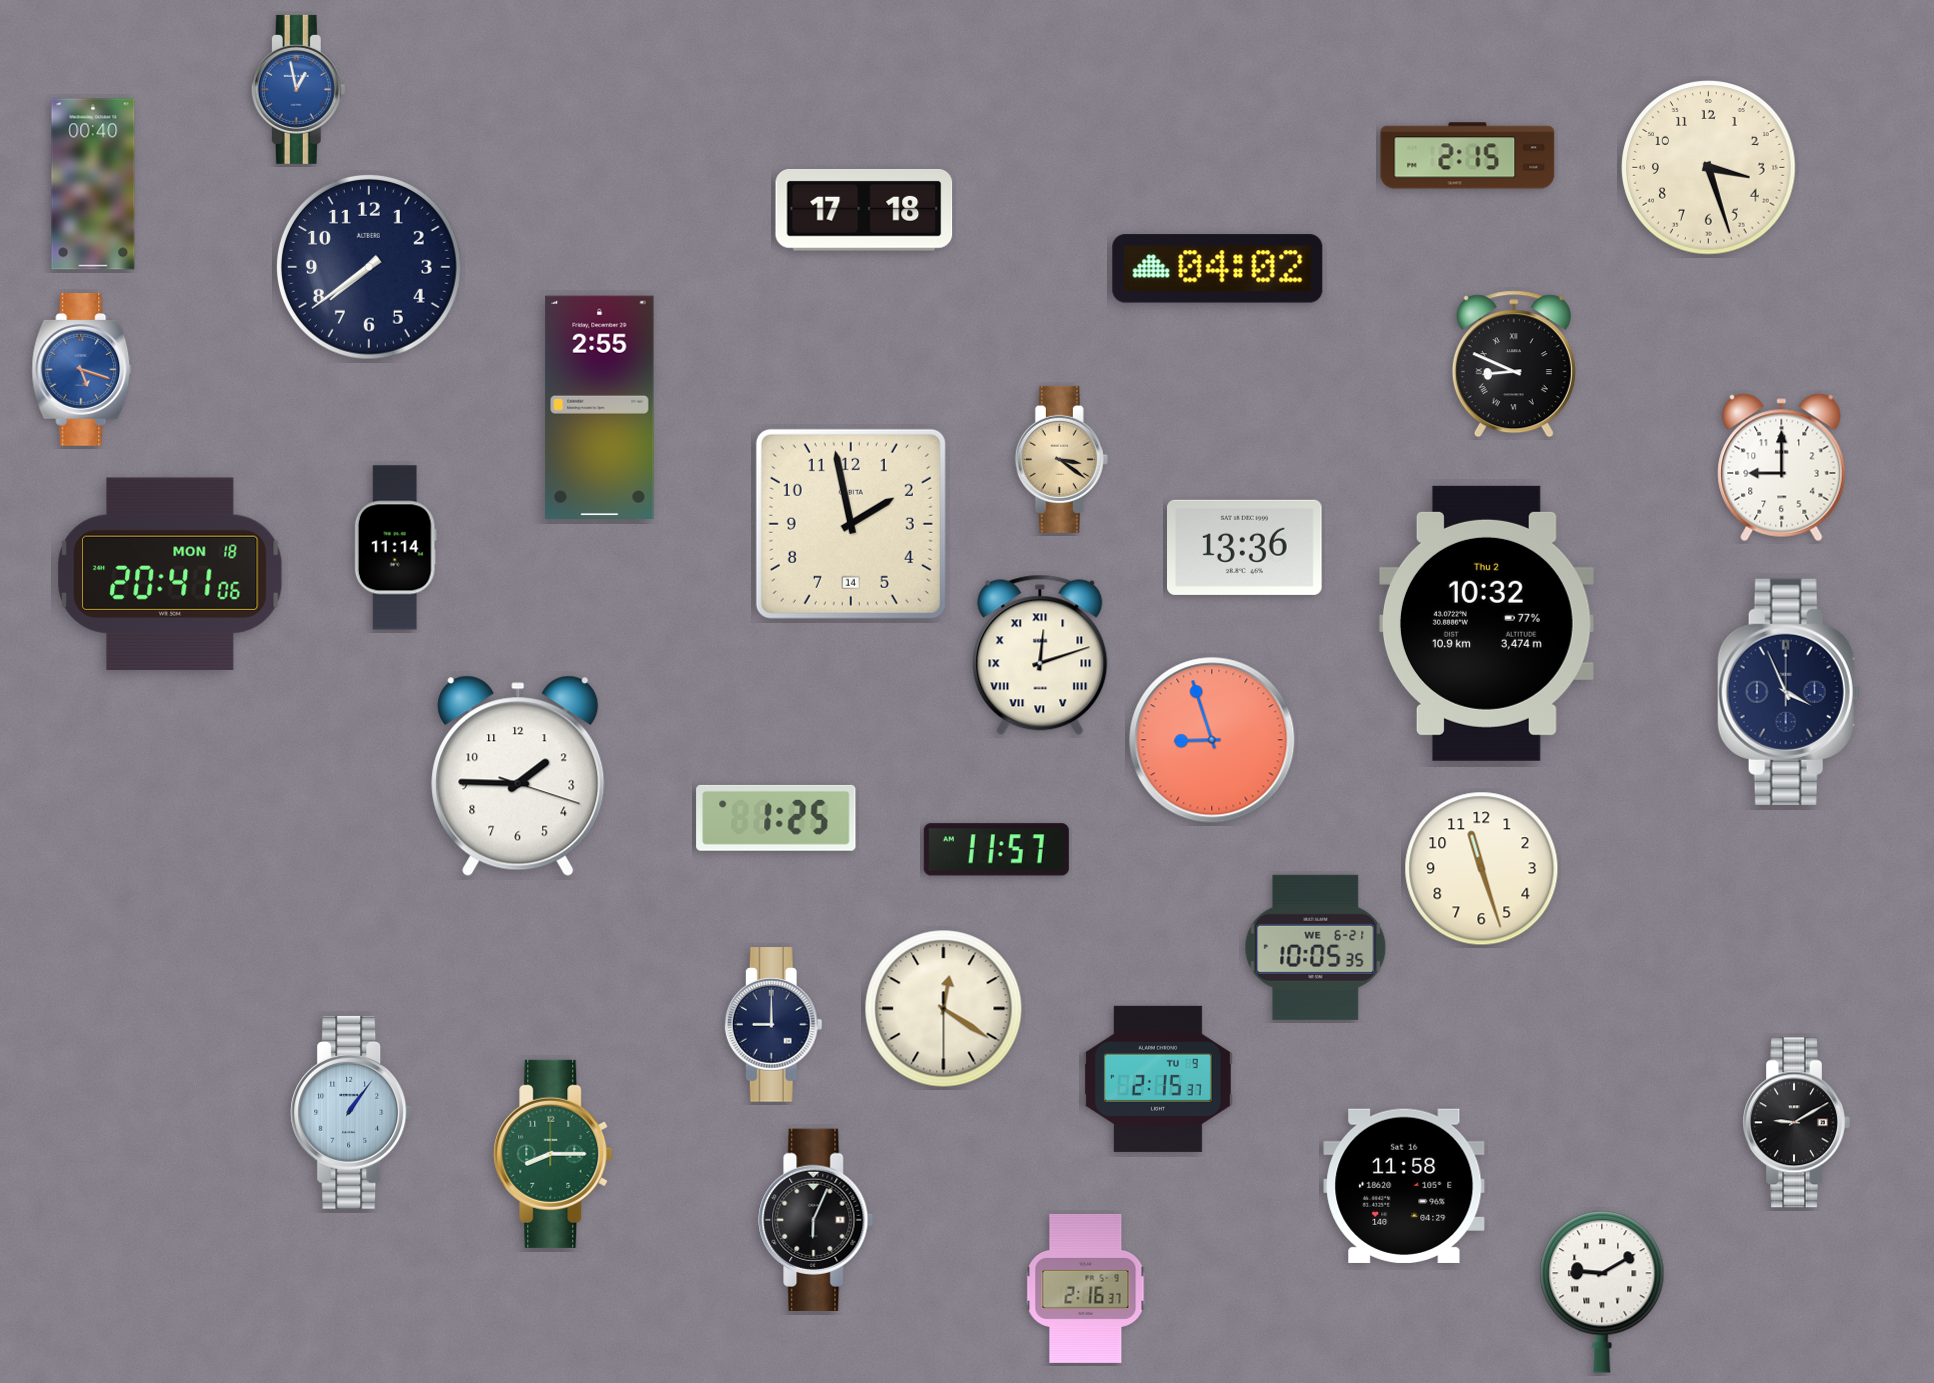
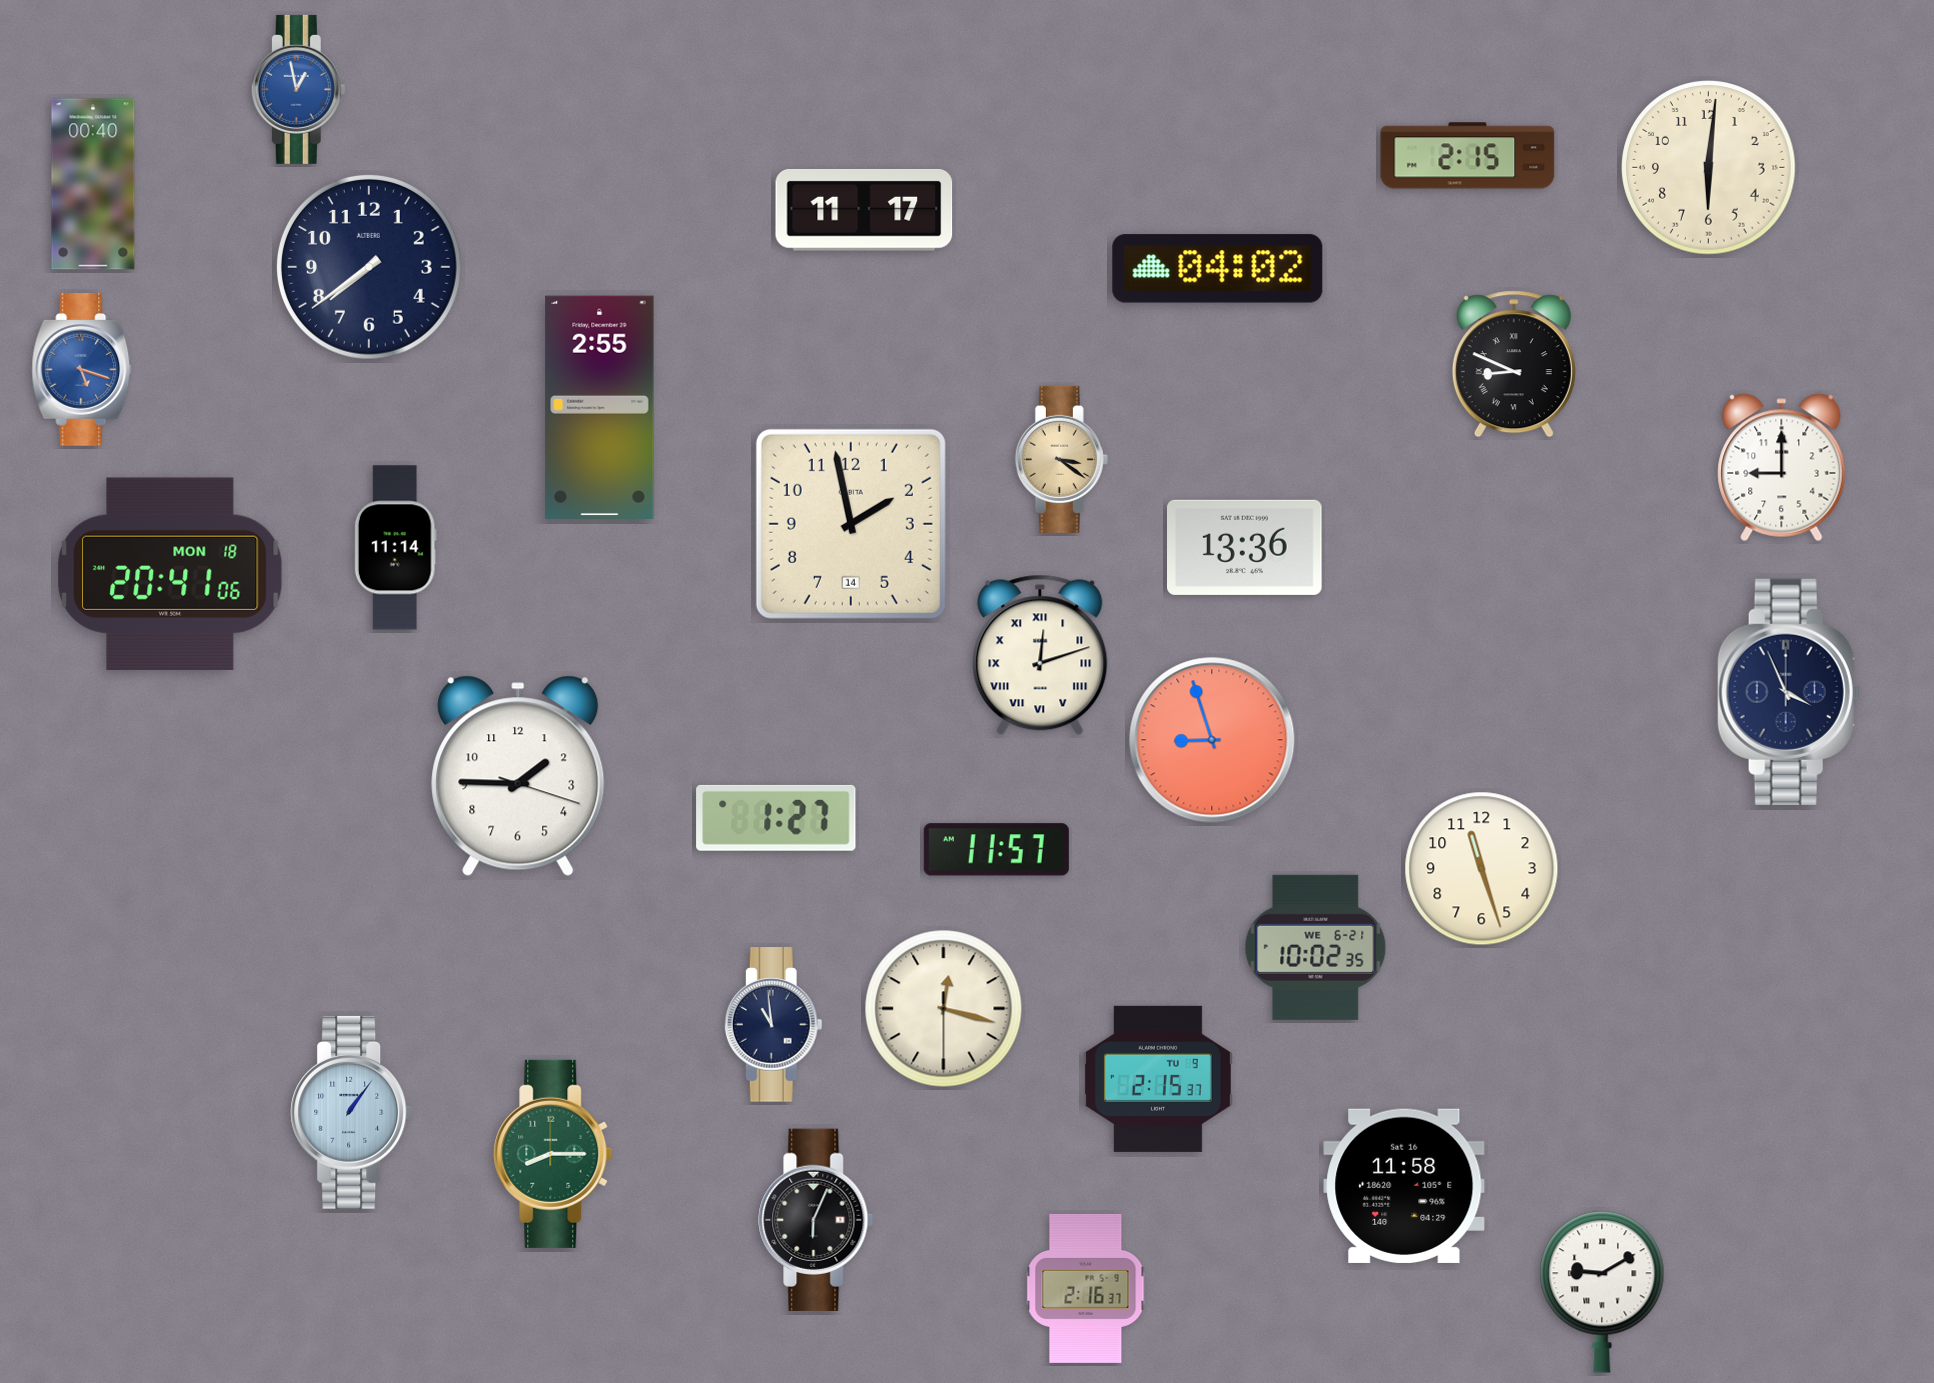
clock at (1709, 168): 3:27 -> 6:01
clock at (864, 210): 17:18 -> 11:17
clock at (1486, 623): 10:32 -> none
clock at (776, 818): 1:25 -> 1:27
clock at (1316, 947): 10:05 -> 10:02
clock at (944, 1009): 12:20 -> 12:17
clock at (773, 1025): 9:00 -> 10:59
clock at (1796, 1123): 9:10 -> none
